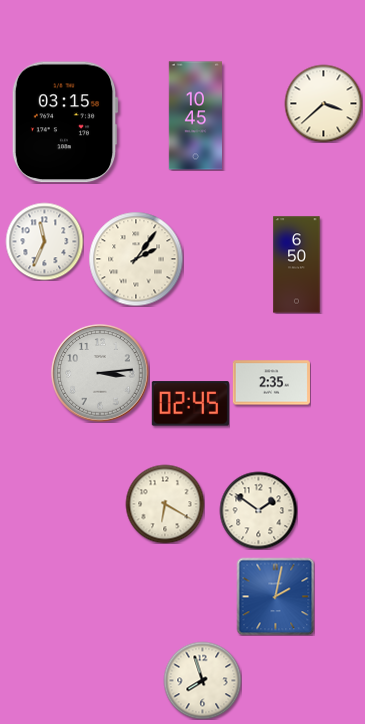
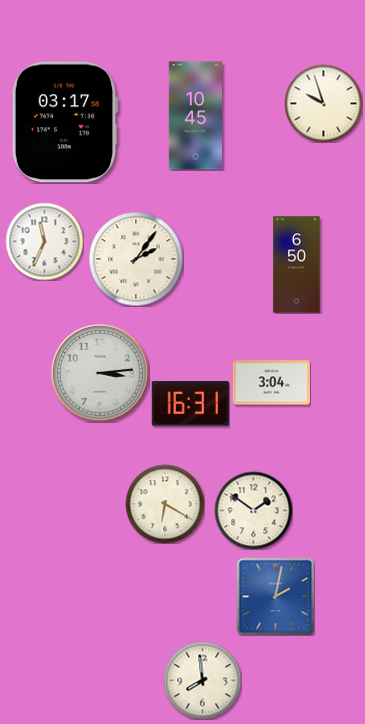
clock at (323, 103): 3:38 -> 9:57
clock at (65, 122): 03:15 -> 03:17
clock at (271, 383): 2:35 -> 3:04
clock at (190, 404): 02:45 -> 16:31
clock at (258, 510) position: (258, 510) -> (253, 510)
clock at (202, 680): 7:57 -> 7:59
